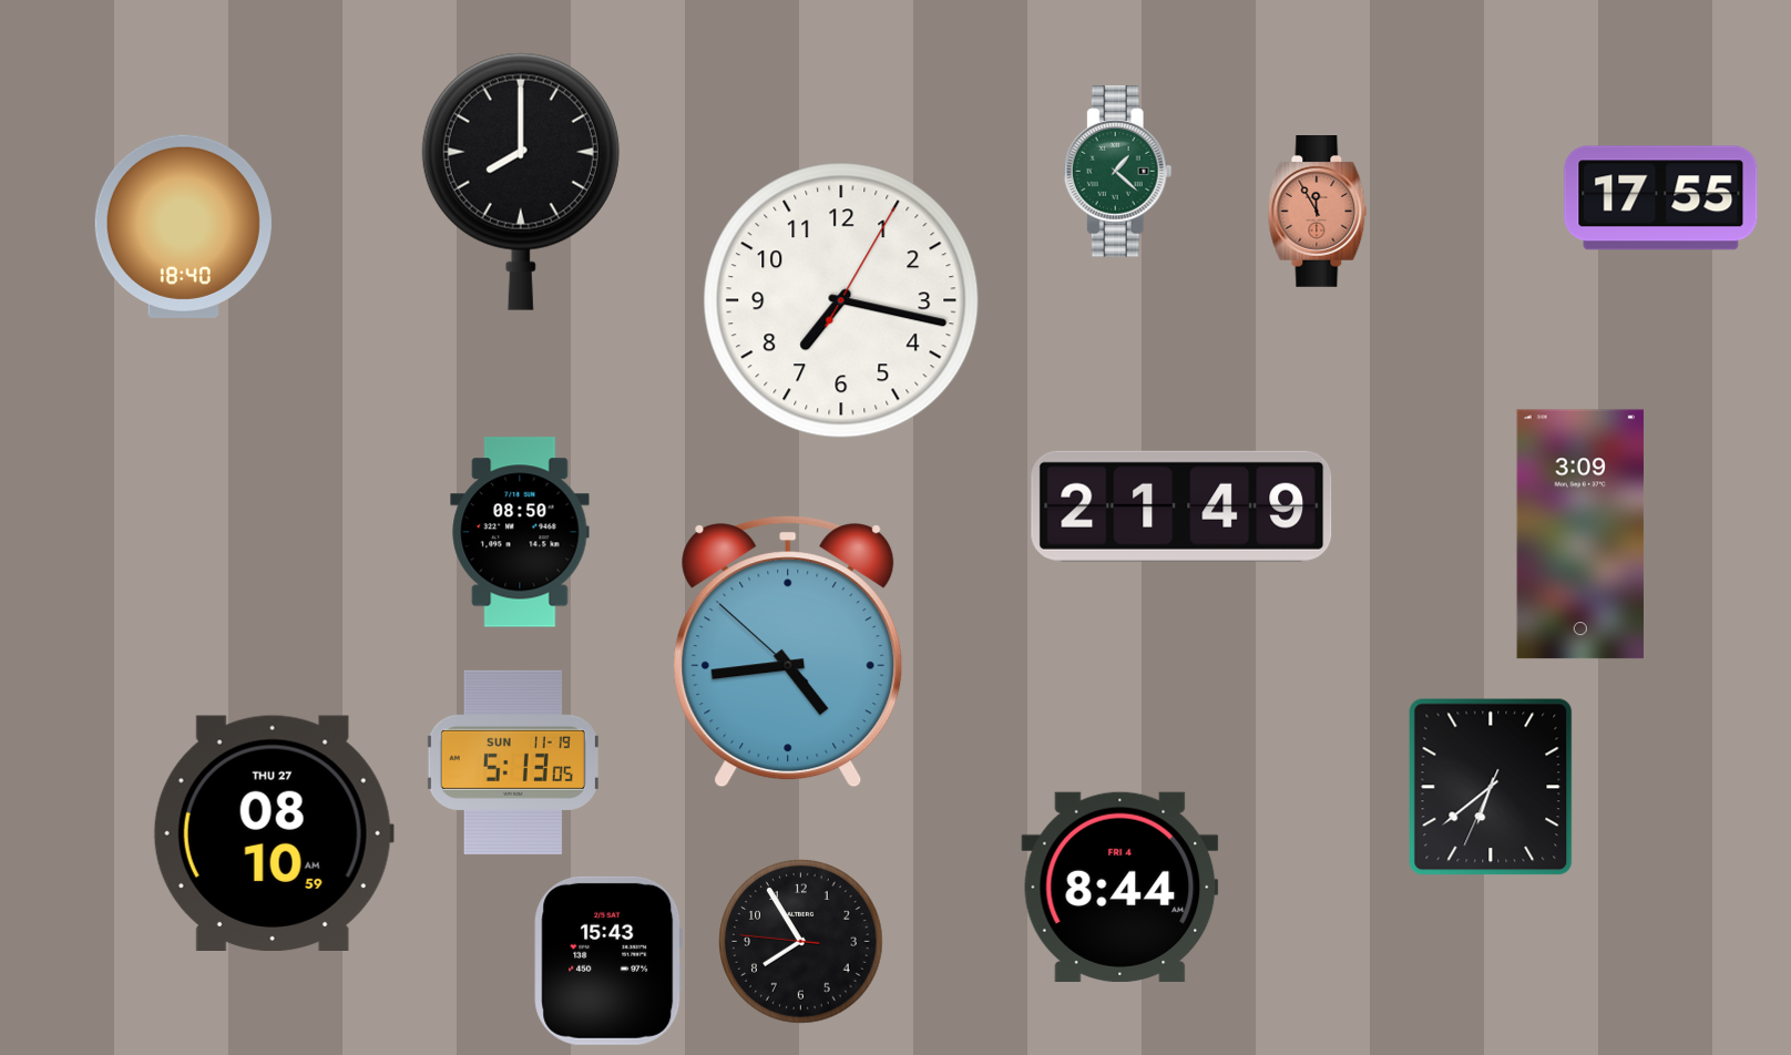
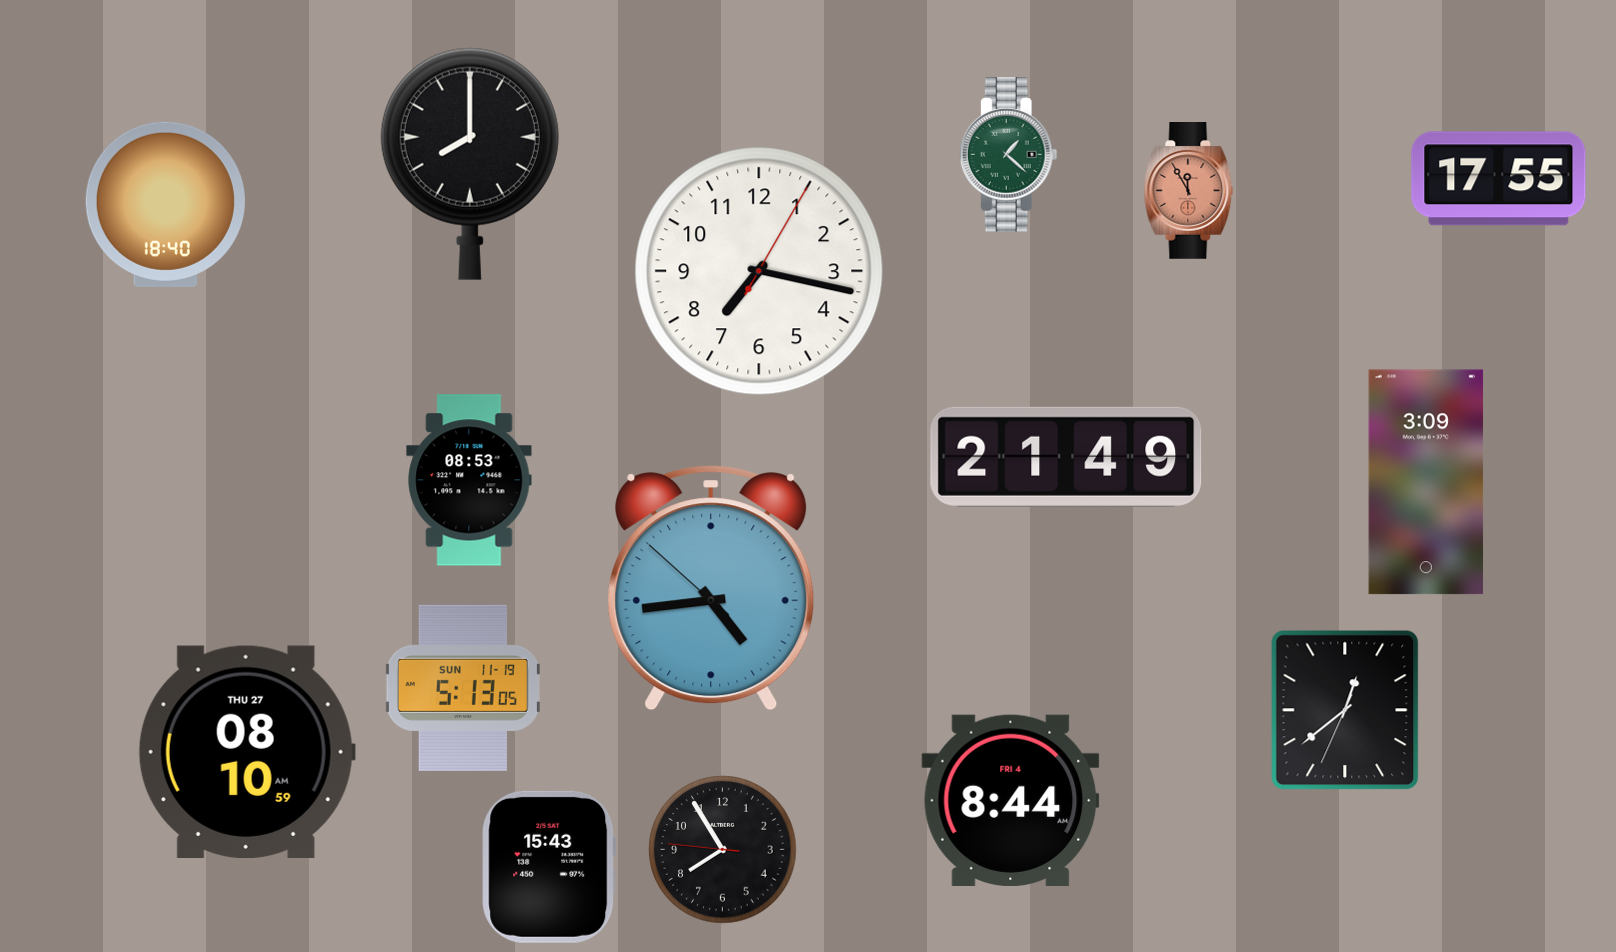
clock at (520, 532): 08:50 -> 08:53
clock at (1491, 787): 6:38 -> 12:38
